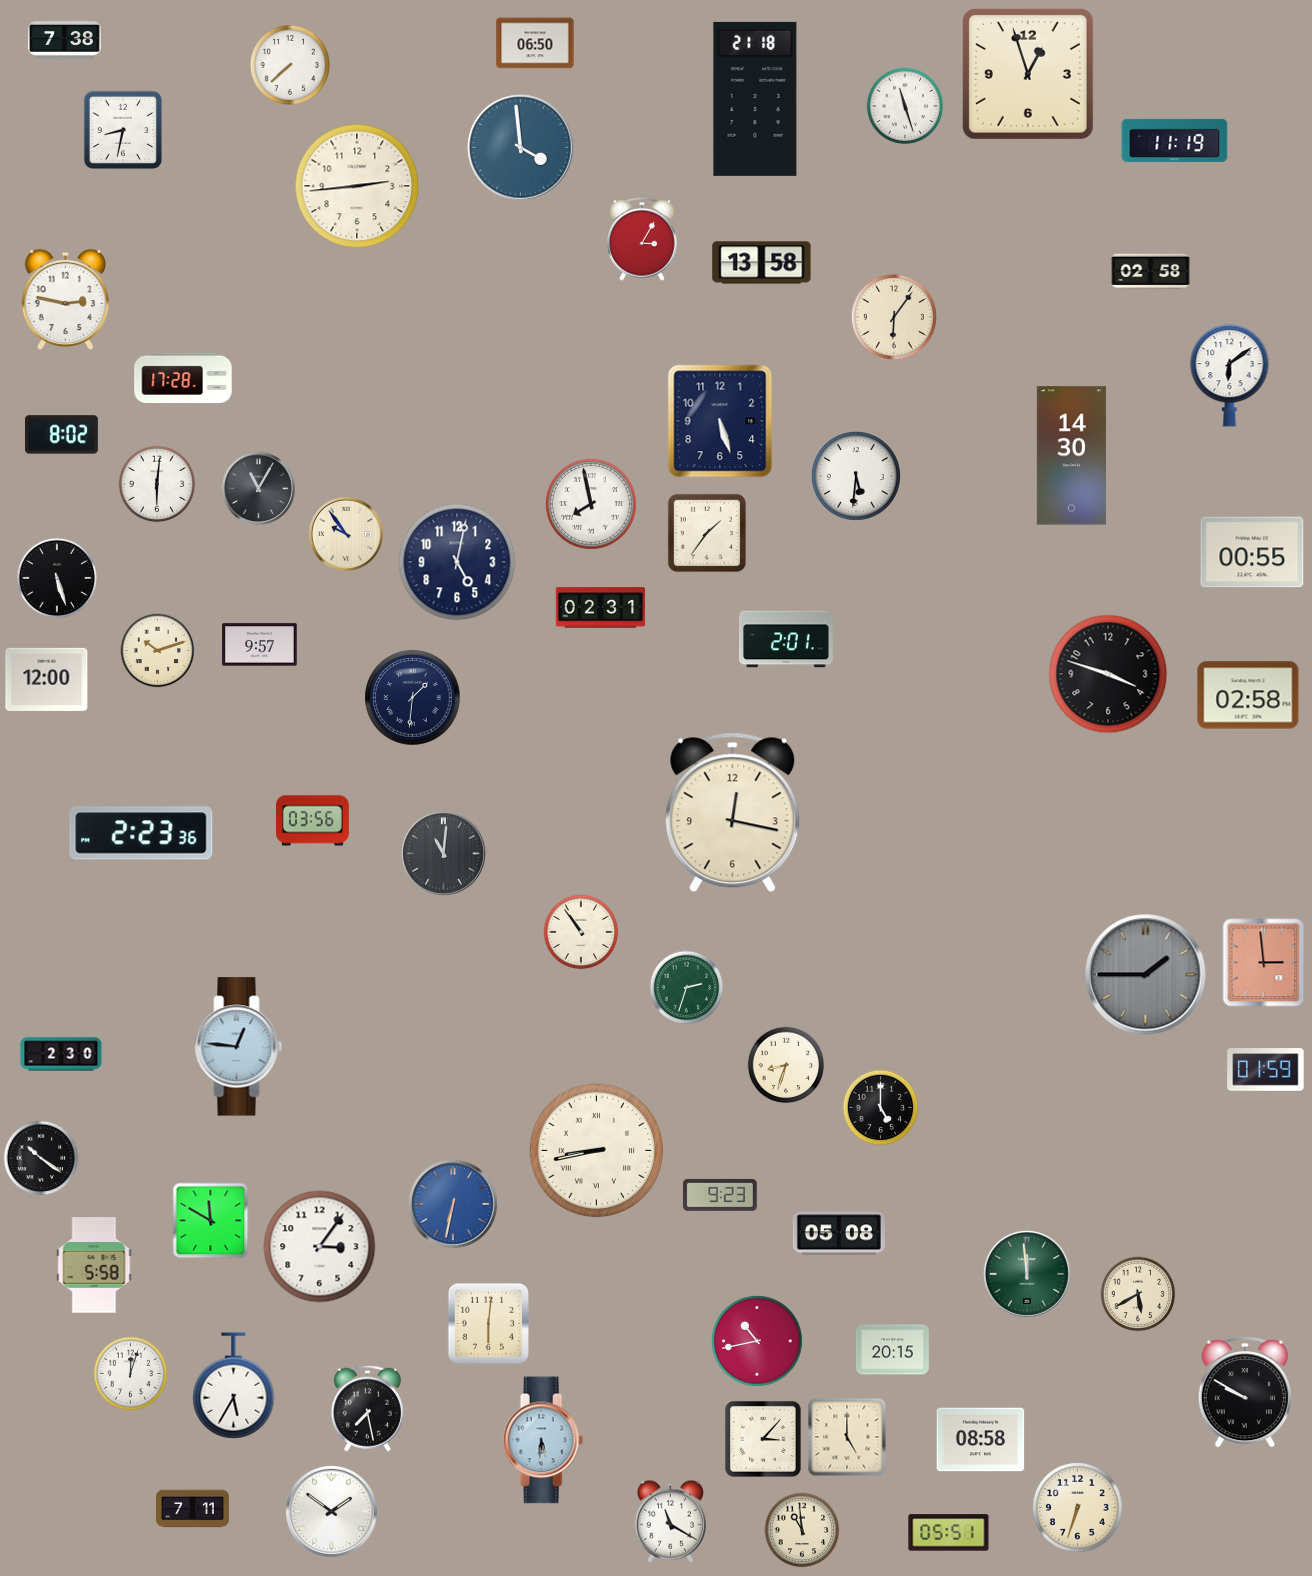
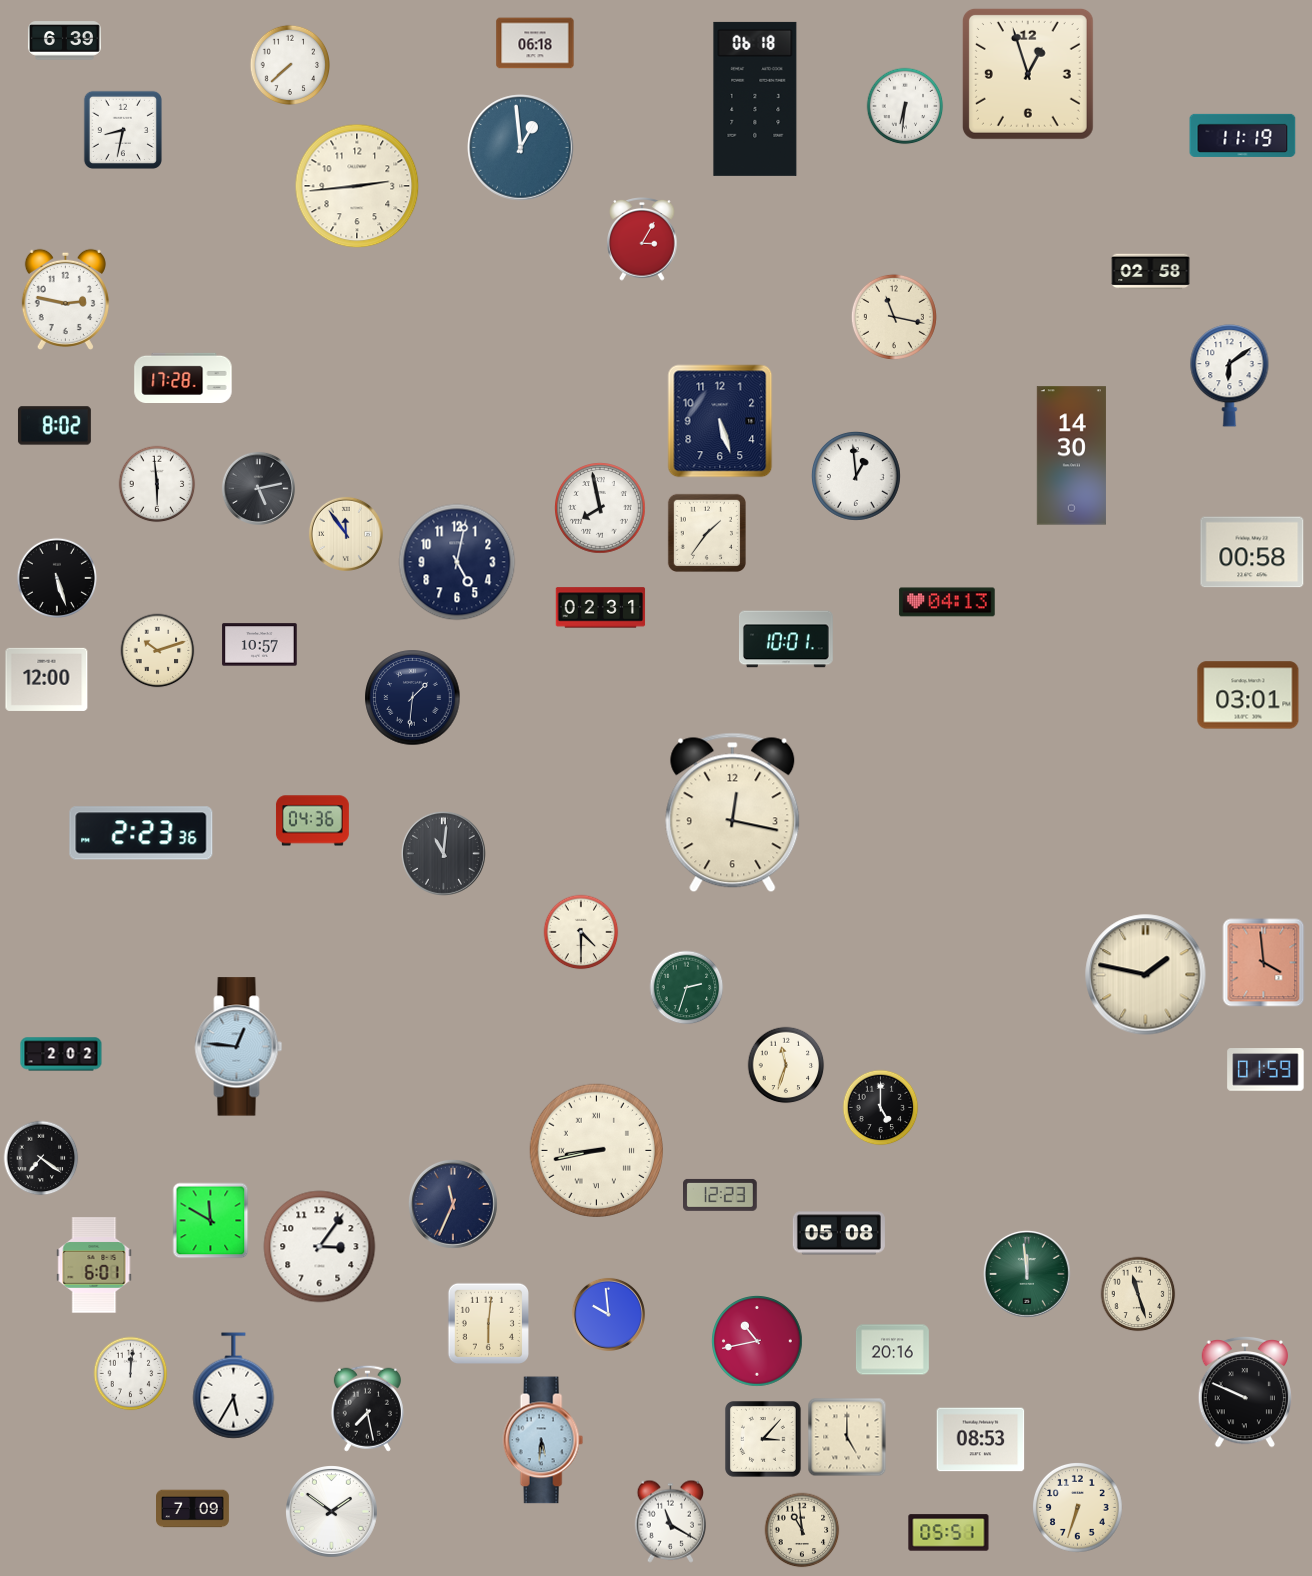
clock at (64, 41): 7:38 -> 6:39
clock at (535, 43): 06:50 -> 06:18
clock at (755, 99): 21:18 -> 06:18
clock at (905, 106): 11:27 -> 6:31
clock at (1175, 140) position: (1175, 140) -> (1243, 135)
clock at (521, 148): 3:59 -> 12:59
clock at (762, 263): 13:58 -> none
clock at (894, 317): 6:06 -> 11:17
clock at (61, 435) position: (61, 435) -> (54, 426)
clock at (856, 476): 5:31 -> 12:59
clock at (157, 484): 6:01 -> 5:59
clock at (258, 488): 11:05 -> 5:13
clock at (592, 505) position: (592, 505) -> (601, 509)
clock at (346, 534): 9:54 -> 11:54
clock at (1252, 552): 00:55 -> 00:58
clock at (947, 602): none -> 04:13
clock at (787, 639): 2:01 -> 10:01
clock at (260, 645): 9:57 -> 10:57
clock at (1108, 674): 3:48 -> none
clock at (1248, 695): 02:58 -> 03:01
clock at (312, 821): 03:56 -> 04:36
clock at (581, 932): 10:54 -> 4:30
clock at (1264, 963): 2:59 -> 3:59
clock at (1146, 975): 1:45 -> 1:47
clock at (1146, 975) dial: grey -> cream
clock at (61, 1054): 2:30 -> 2:02
clock at (786, 1065): 8:33 -> 11:33
clock at (41, 1158): 10:21 -> 7:21
clock at (721, 1195): 9:23 -> 12:23
clock at (453, 1204): 6:32 -> 11:34
clock at (453, 1204) dial: blue -> navy
clock at (94, 1265): 5:58 -> 6:01
clock at (1138, 1294): 5:40 -> 11:27
clock at (608, 1314): none -> 9:59
clock at (892, 1350): 20:15 -> 20:16
clock at (131, 1374): 12:03 -> 12:01
clock at (1244, 1392): 9:50 -> 9:49
clock at (981, 1440): 08:58 -> 08:53
clock at (193, 1509): 7:11 -> 7:09
